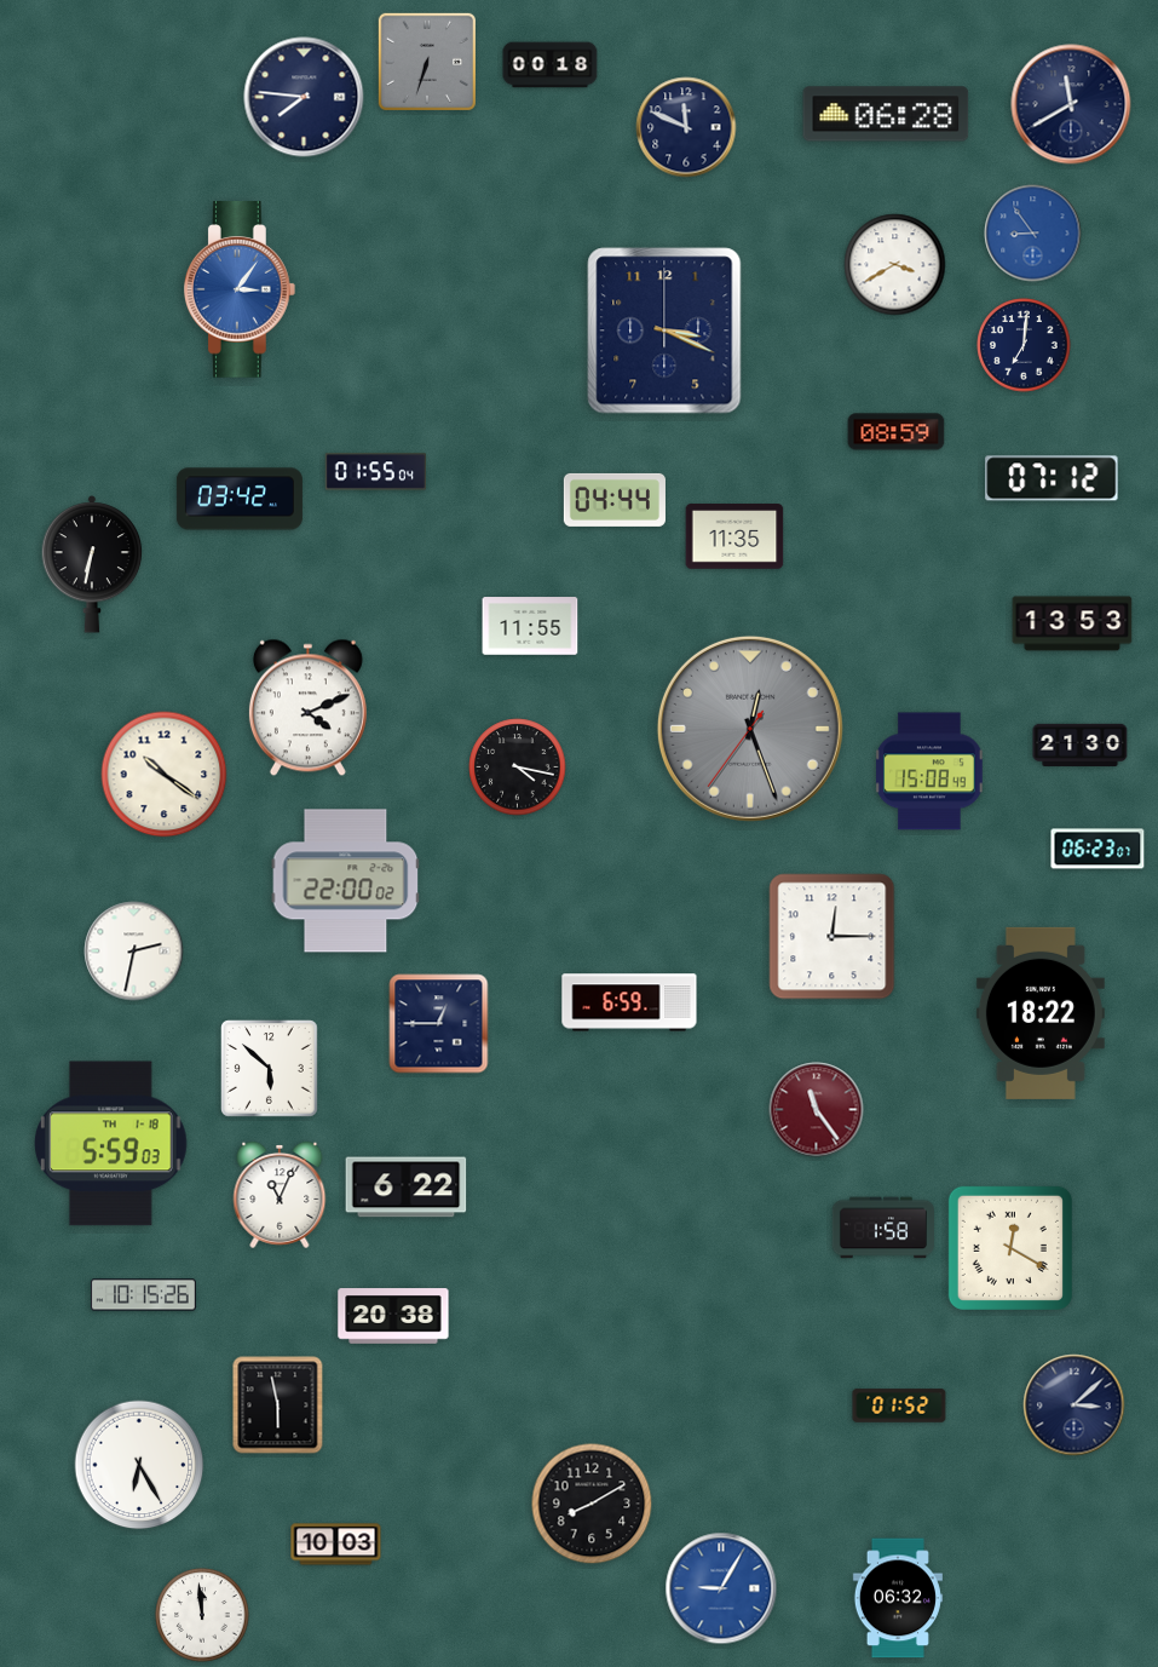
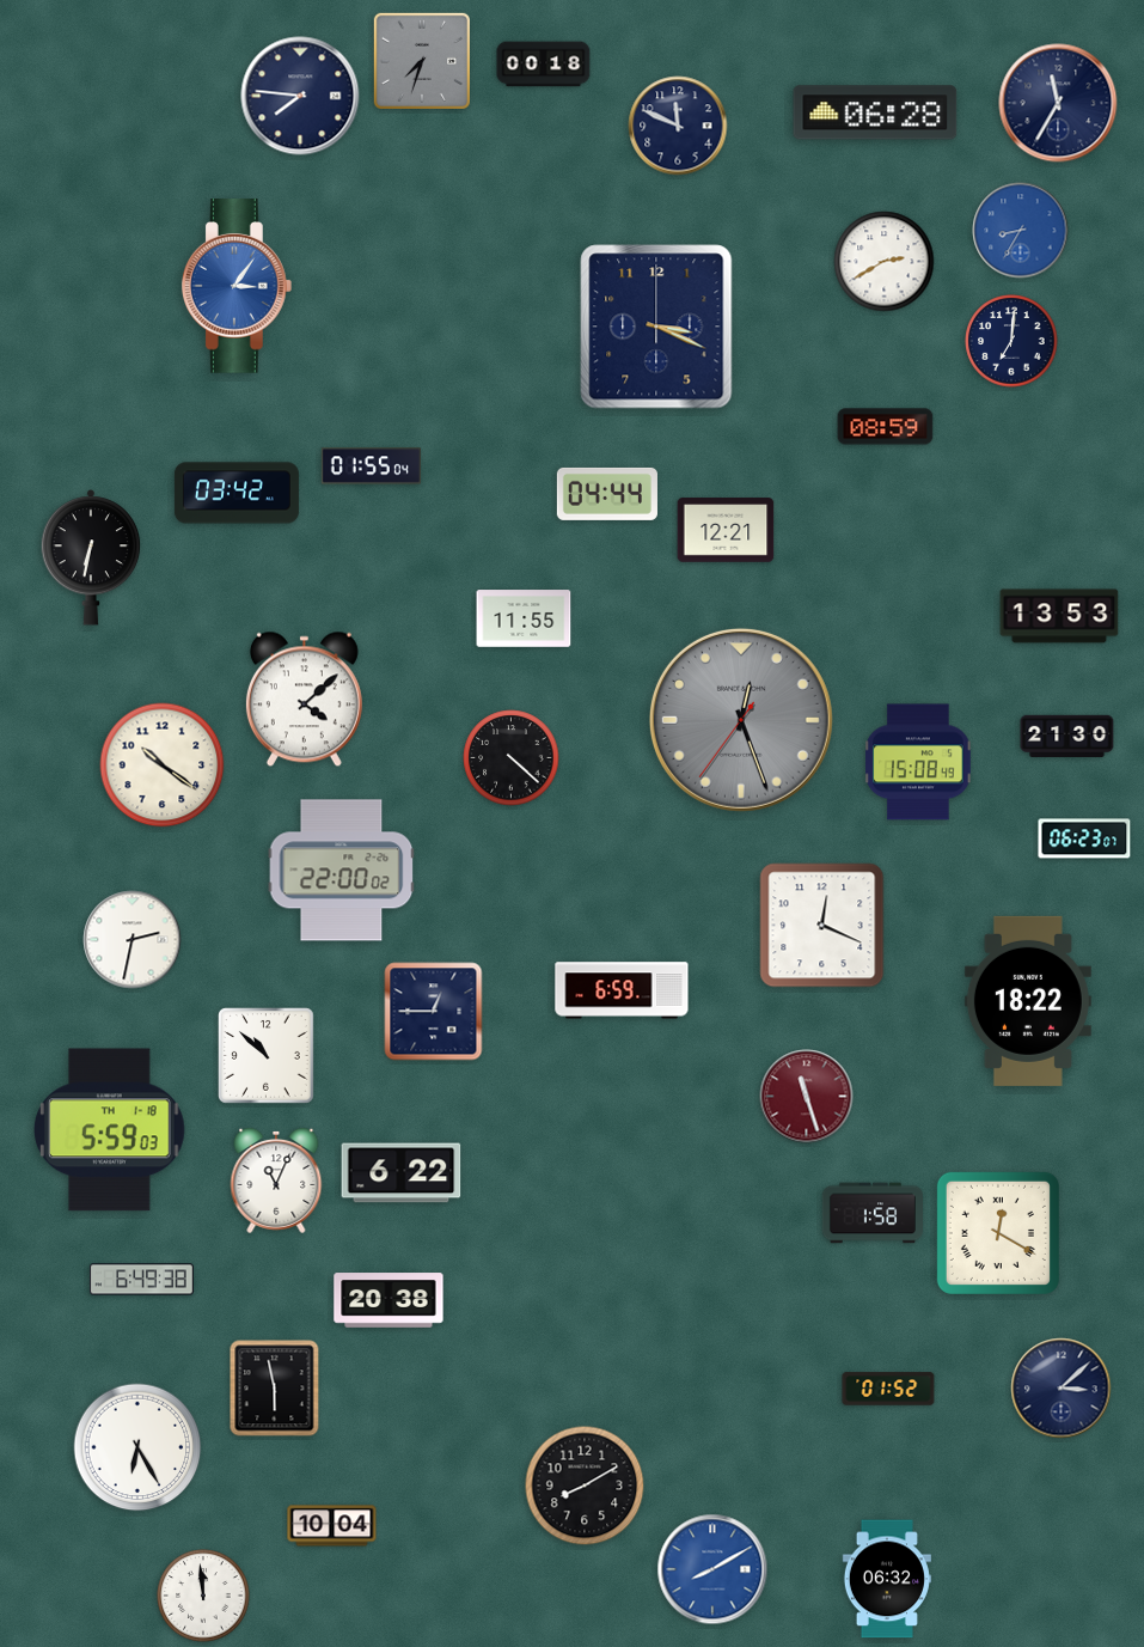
clock at (427, 62): 6:33 -> 7:33
clock at (1071, 104): 11:40 -> 11:35
clock at (1033, 234): 8:54 -> 8:35
clock at (895, 265): 3:40 -> 2:40
clock at (1052, 478): 07:12 -> none
clock at (734, 536): 11:35 -> 12:21
clock at (307, 708): 4:11 -> 4:08
clock at (518, 768): 4:17 -> 4:22
clock at (833, 937): 12:15 -> 12:19
clock at (270, 1069): 5:52 -> 10:52
clock at (817, 1110): 11:24 -> 11:27
clock at (144, 1295): 10:15 -> 6:49
clock at (336, 1545): 10:03 -> 10:04
clock at (721, 1588): 9:05 -> 8:10
clock at (202, 1615) position: (202, 1615) -> (203, 1596)
